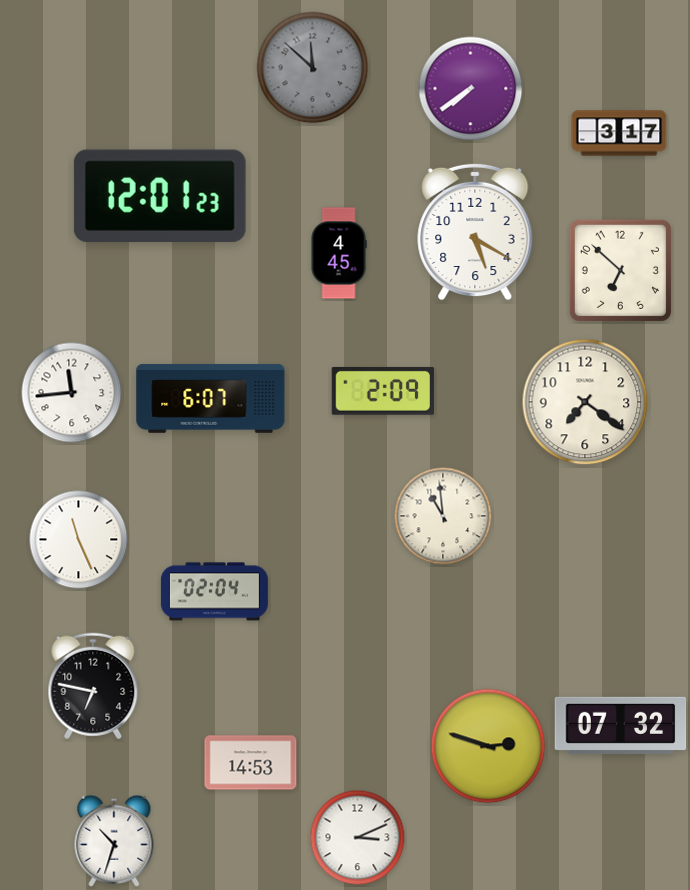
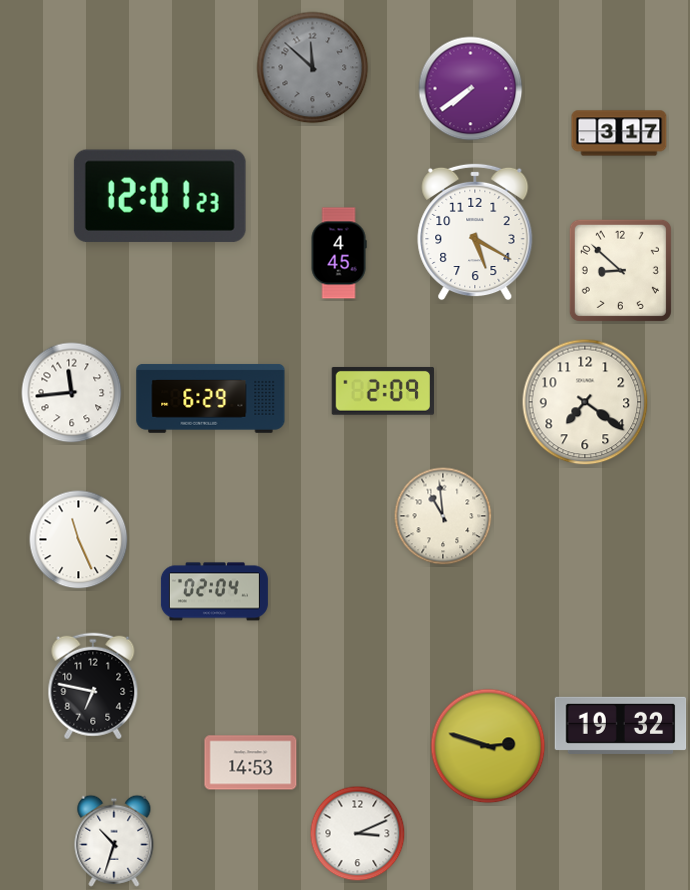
clock at (620, 270): 6:52 -> 8:52
clock at (211, 398): 6:07 -> 6:29
clock at (621, 725): 07:32 -> 19:32
clock at (358, 838) position: (358, 838) -> (358, 834)
